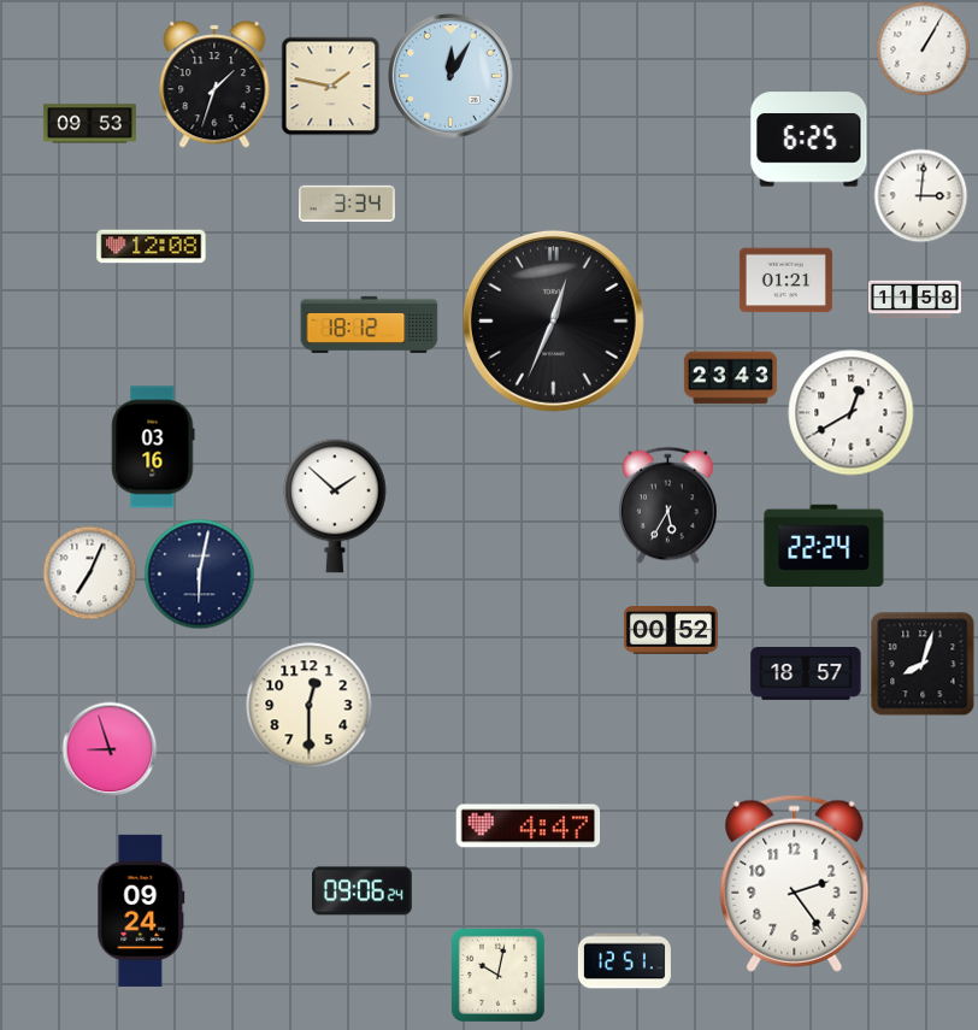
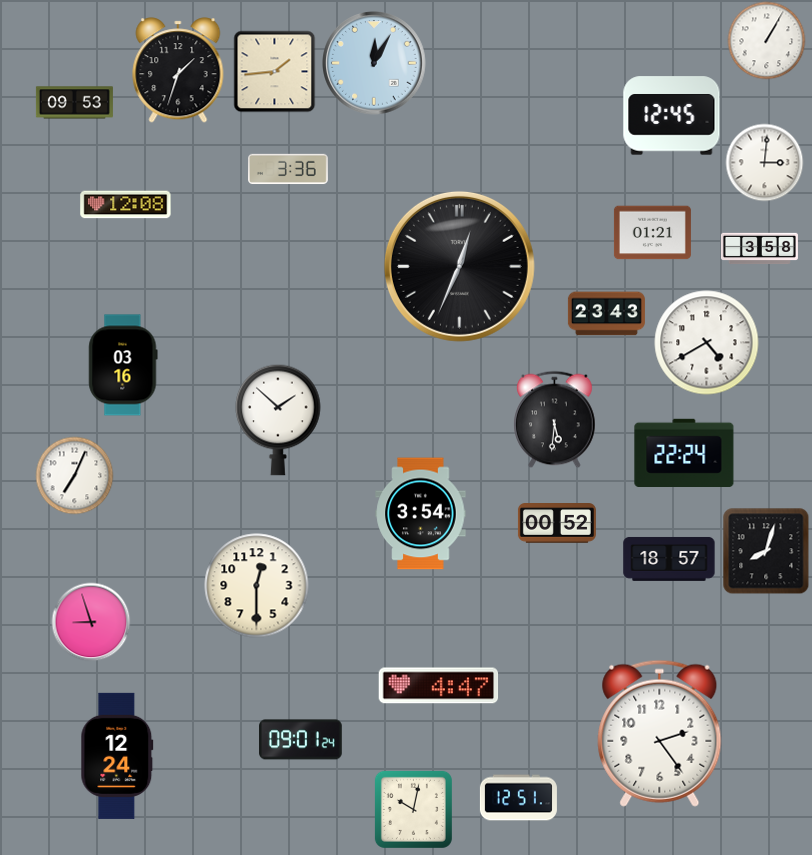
clock at (330, 86): 1:47 -> 1:44
clock at (809, 140): 6:25 -> 12:45
clock at (348, 204): 3:34 -> 3:36
clock at (914, 300): 11:58 -> 3:58
clock at (370, 324): 18:12 -> none
clock at (852, 413): 12:40 -> 4:40
clock at (153, 447) position: (153, 447) -> (123, 365)
clock at (668, 505): 5:35 -> 5:31
clock at (199, 573): 6:02 -> none
clock at (421, 514): none -> 3:54
clock at (363, 891): 09:06 -> 09:01
clock at (141, 911): 09:24 -> 12:24
